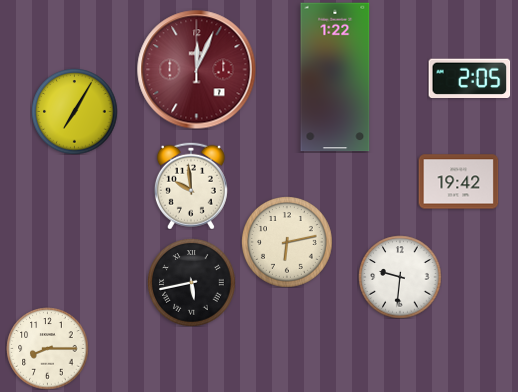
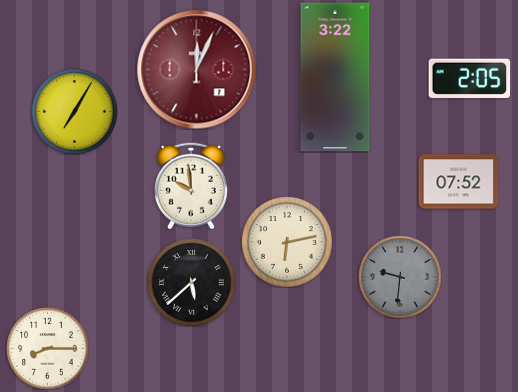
clock at (335, 77): 1:22 -> 3:22
clock at (458, 182): 19:42 -> 07:52
clock at (400, 277) dial: white -> grey
clock at (191, 282): 5:43 -> 5:38
